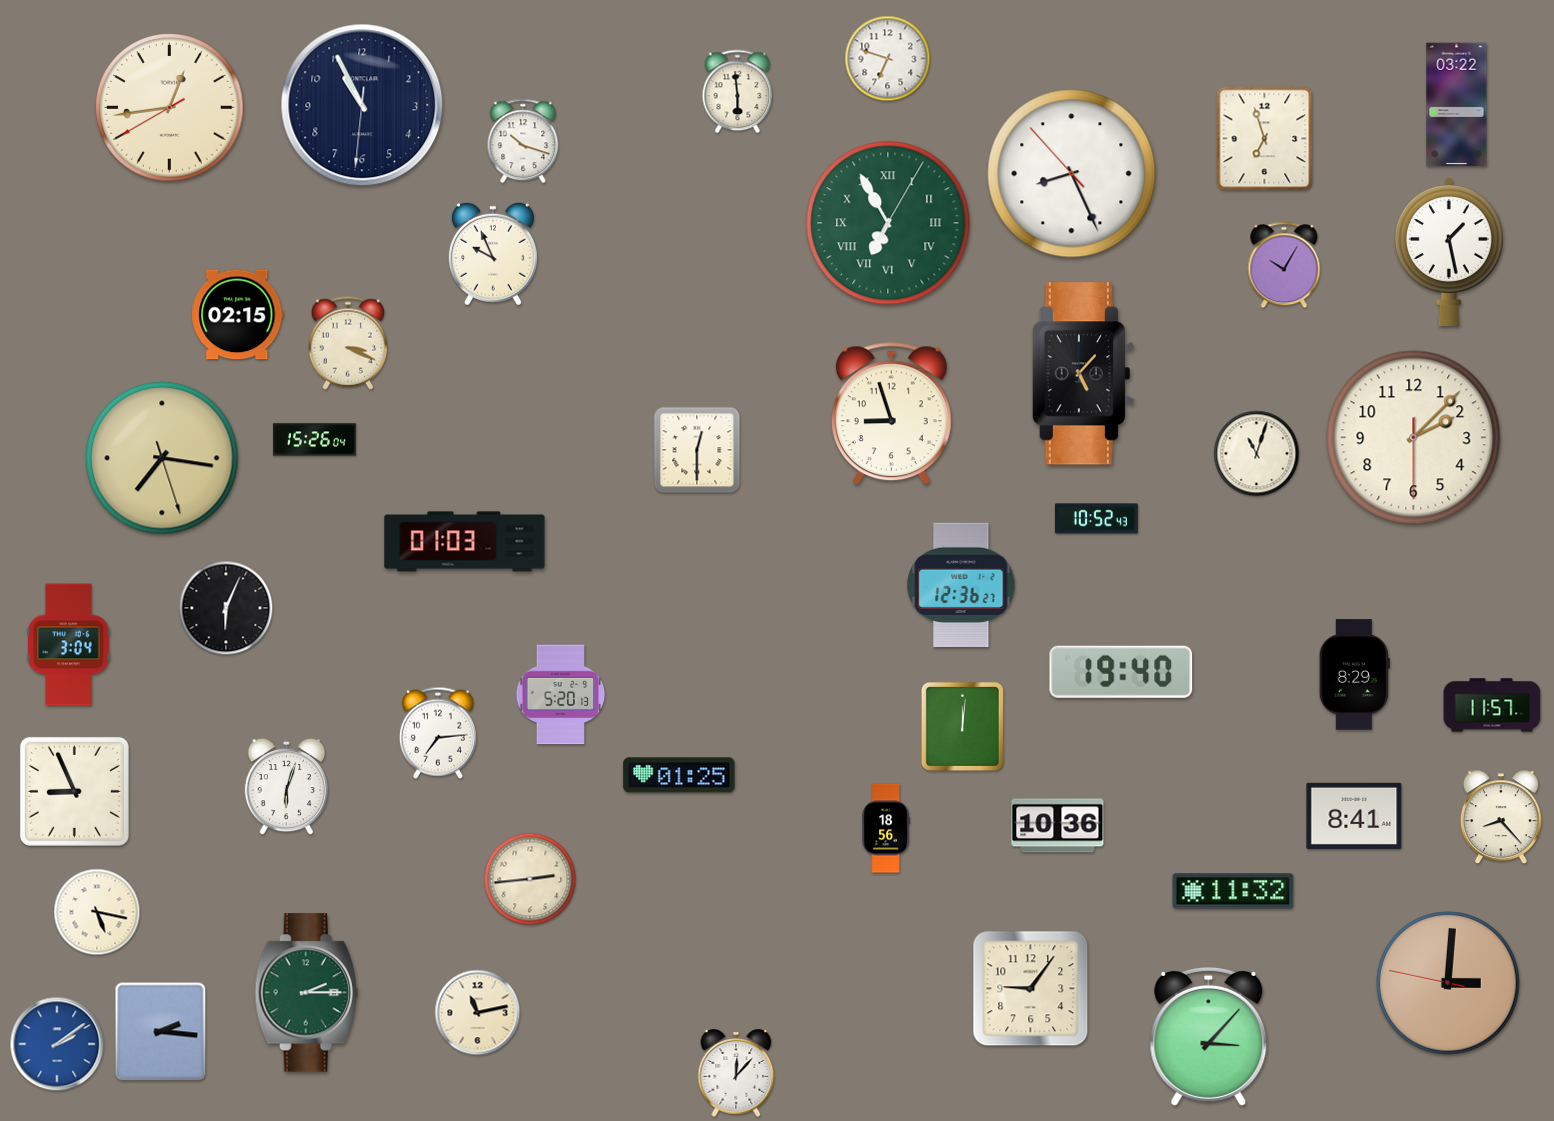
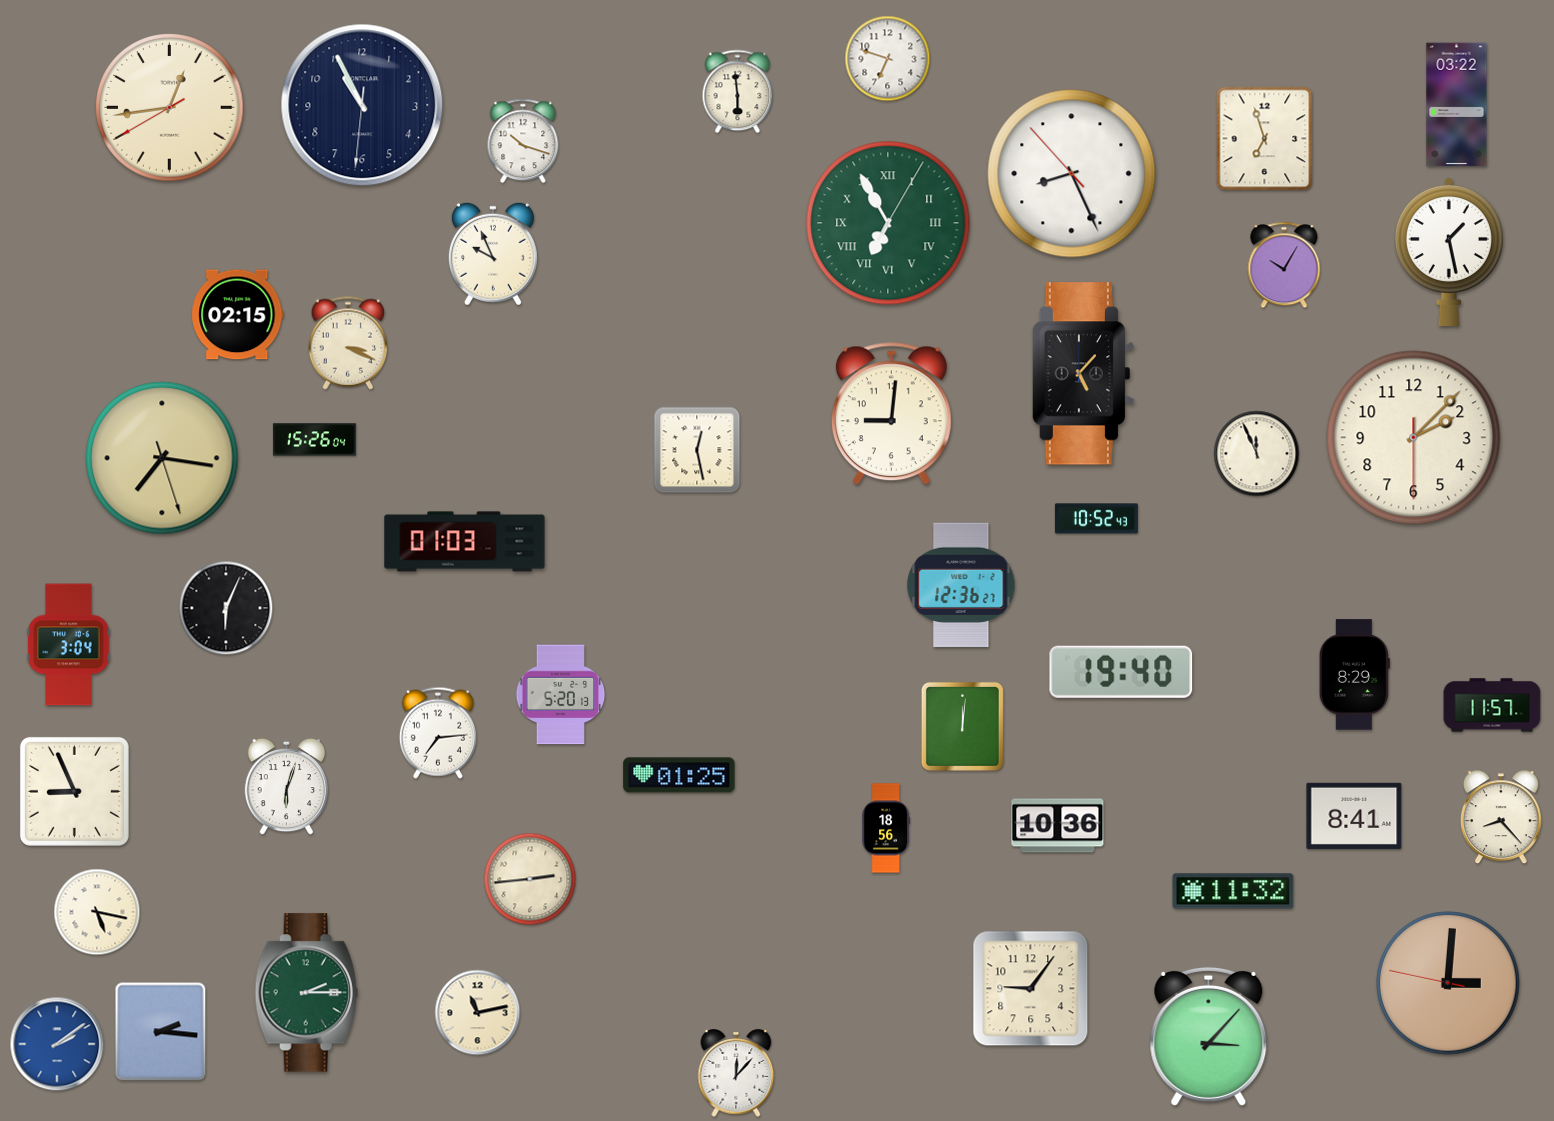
clock at (891, 414): 8:57 -> 9:01
clock at (697, 450): 12:30 -> 12:28
clock at (1257, 454): 11:03 -> 11:56
